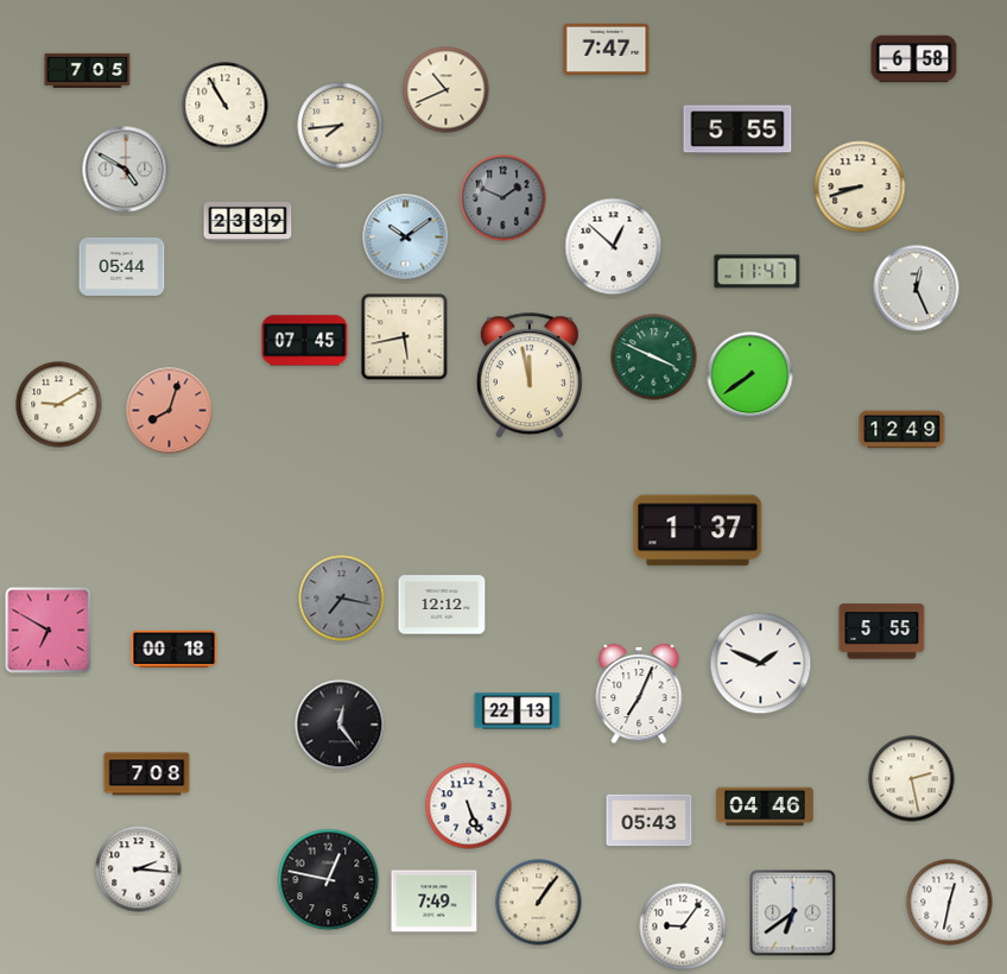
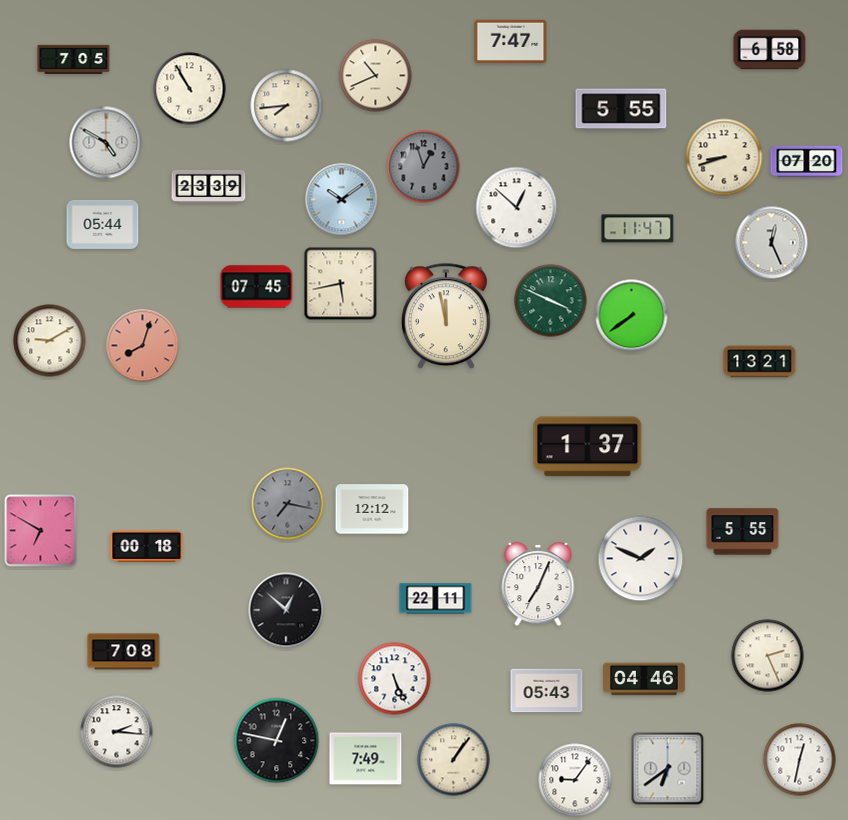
clock at (807, 161): none -> 07:20
clock at (503, 198): 1:49 -> 12:57
clock at (902, 430): 12:49 -> 13:21
clock at (518, 711): 22:13 -> 22:11
clock at (340, 725): 12:24 -> 12:52
clock at (912, 779): 2:28 -> 2:26
